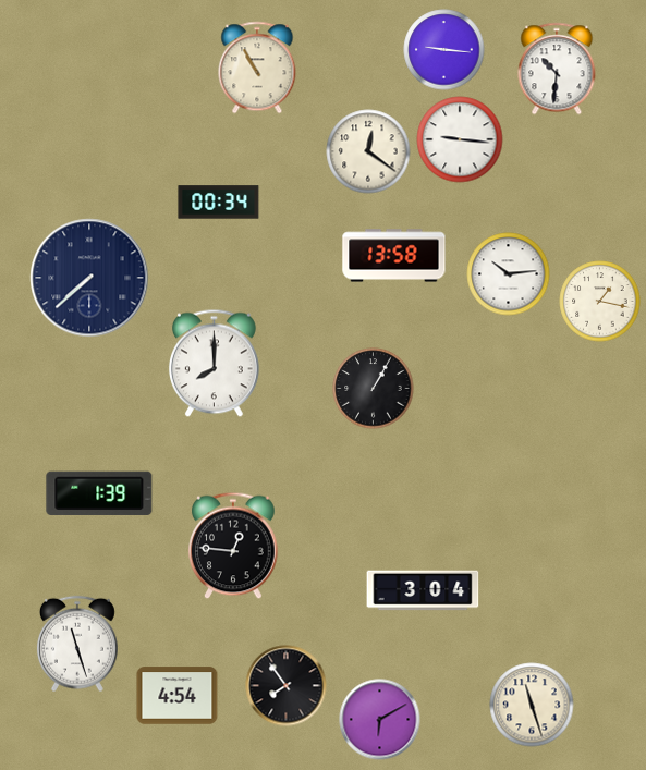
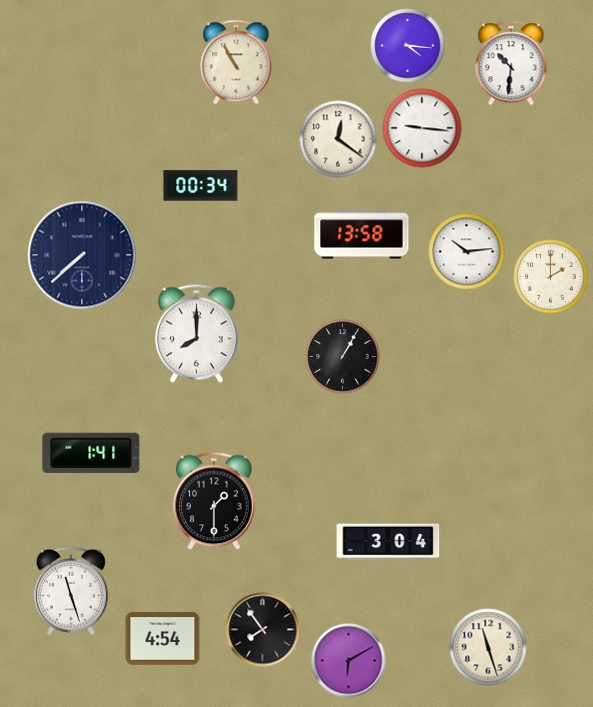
clock at (444, 50): 9:16 -> 4:16
clock at (600, 302): 1:17 -> 2:00
clock at (99, 493): 1:39 -> 1:41
clock at (233, 546): 12:46 -> 1:30
